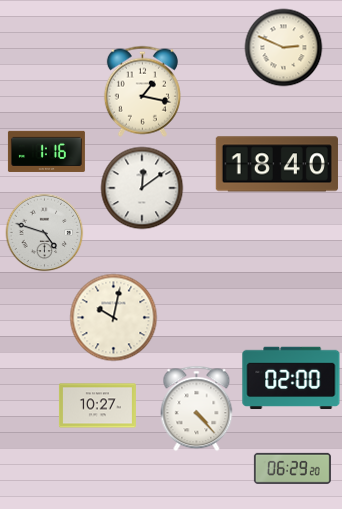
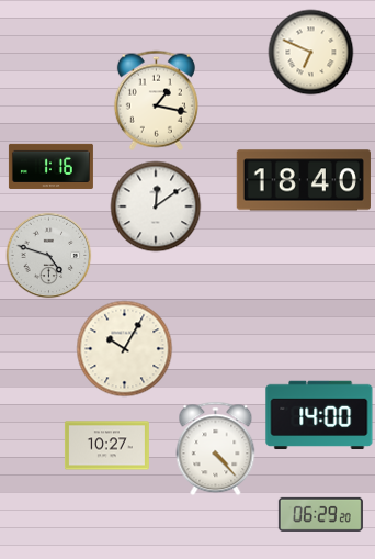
clock at (283, 47): 2:49 -> 6:49
clock at (113, 317): 10:02 -> 10:05
clock at (291, 378): 02:00 -> 14:00
